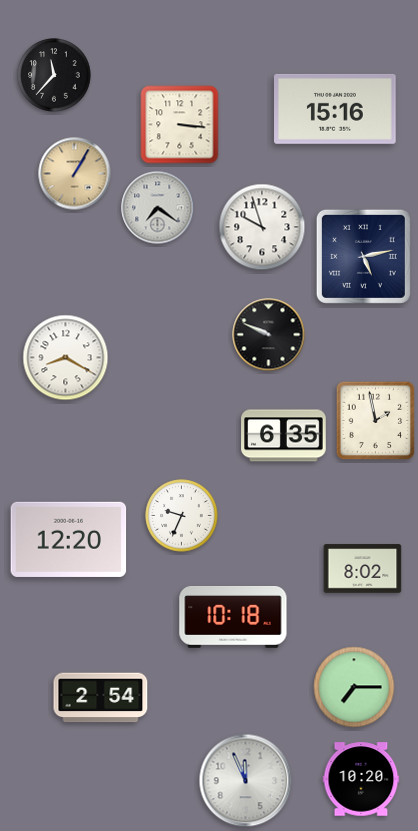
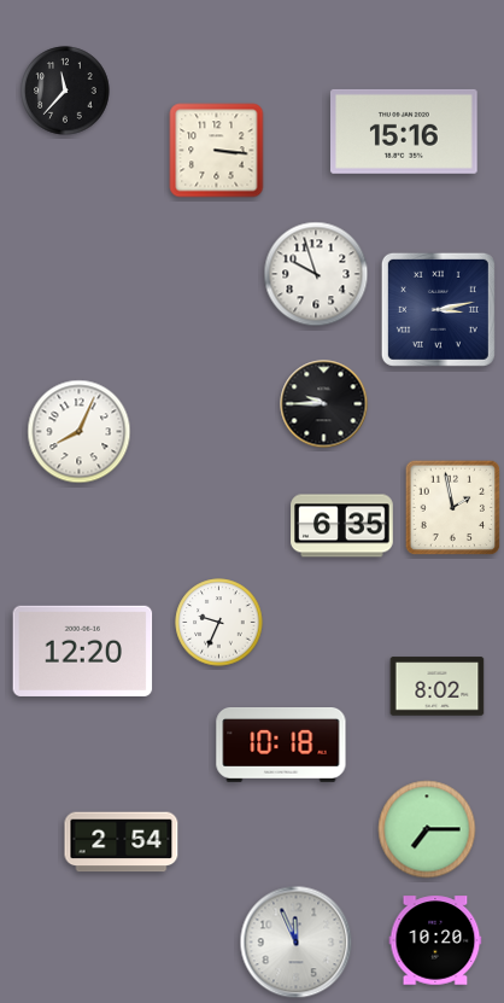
clock at (75, 174): 1:05 -> none
clock at (158, 208): 7:21 -> none
clock at (363, 256): 5:13 -> 3:13
clock at (269, 335): 9:49 -> 9:45
clock at (66, 358): 8:20 -> 8:04
